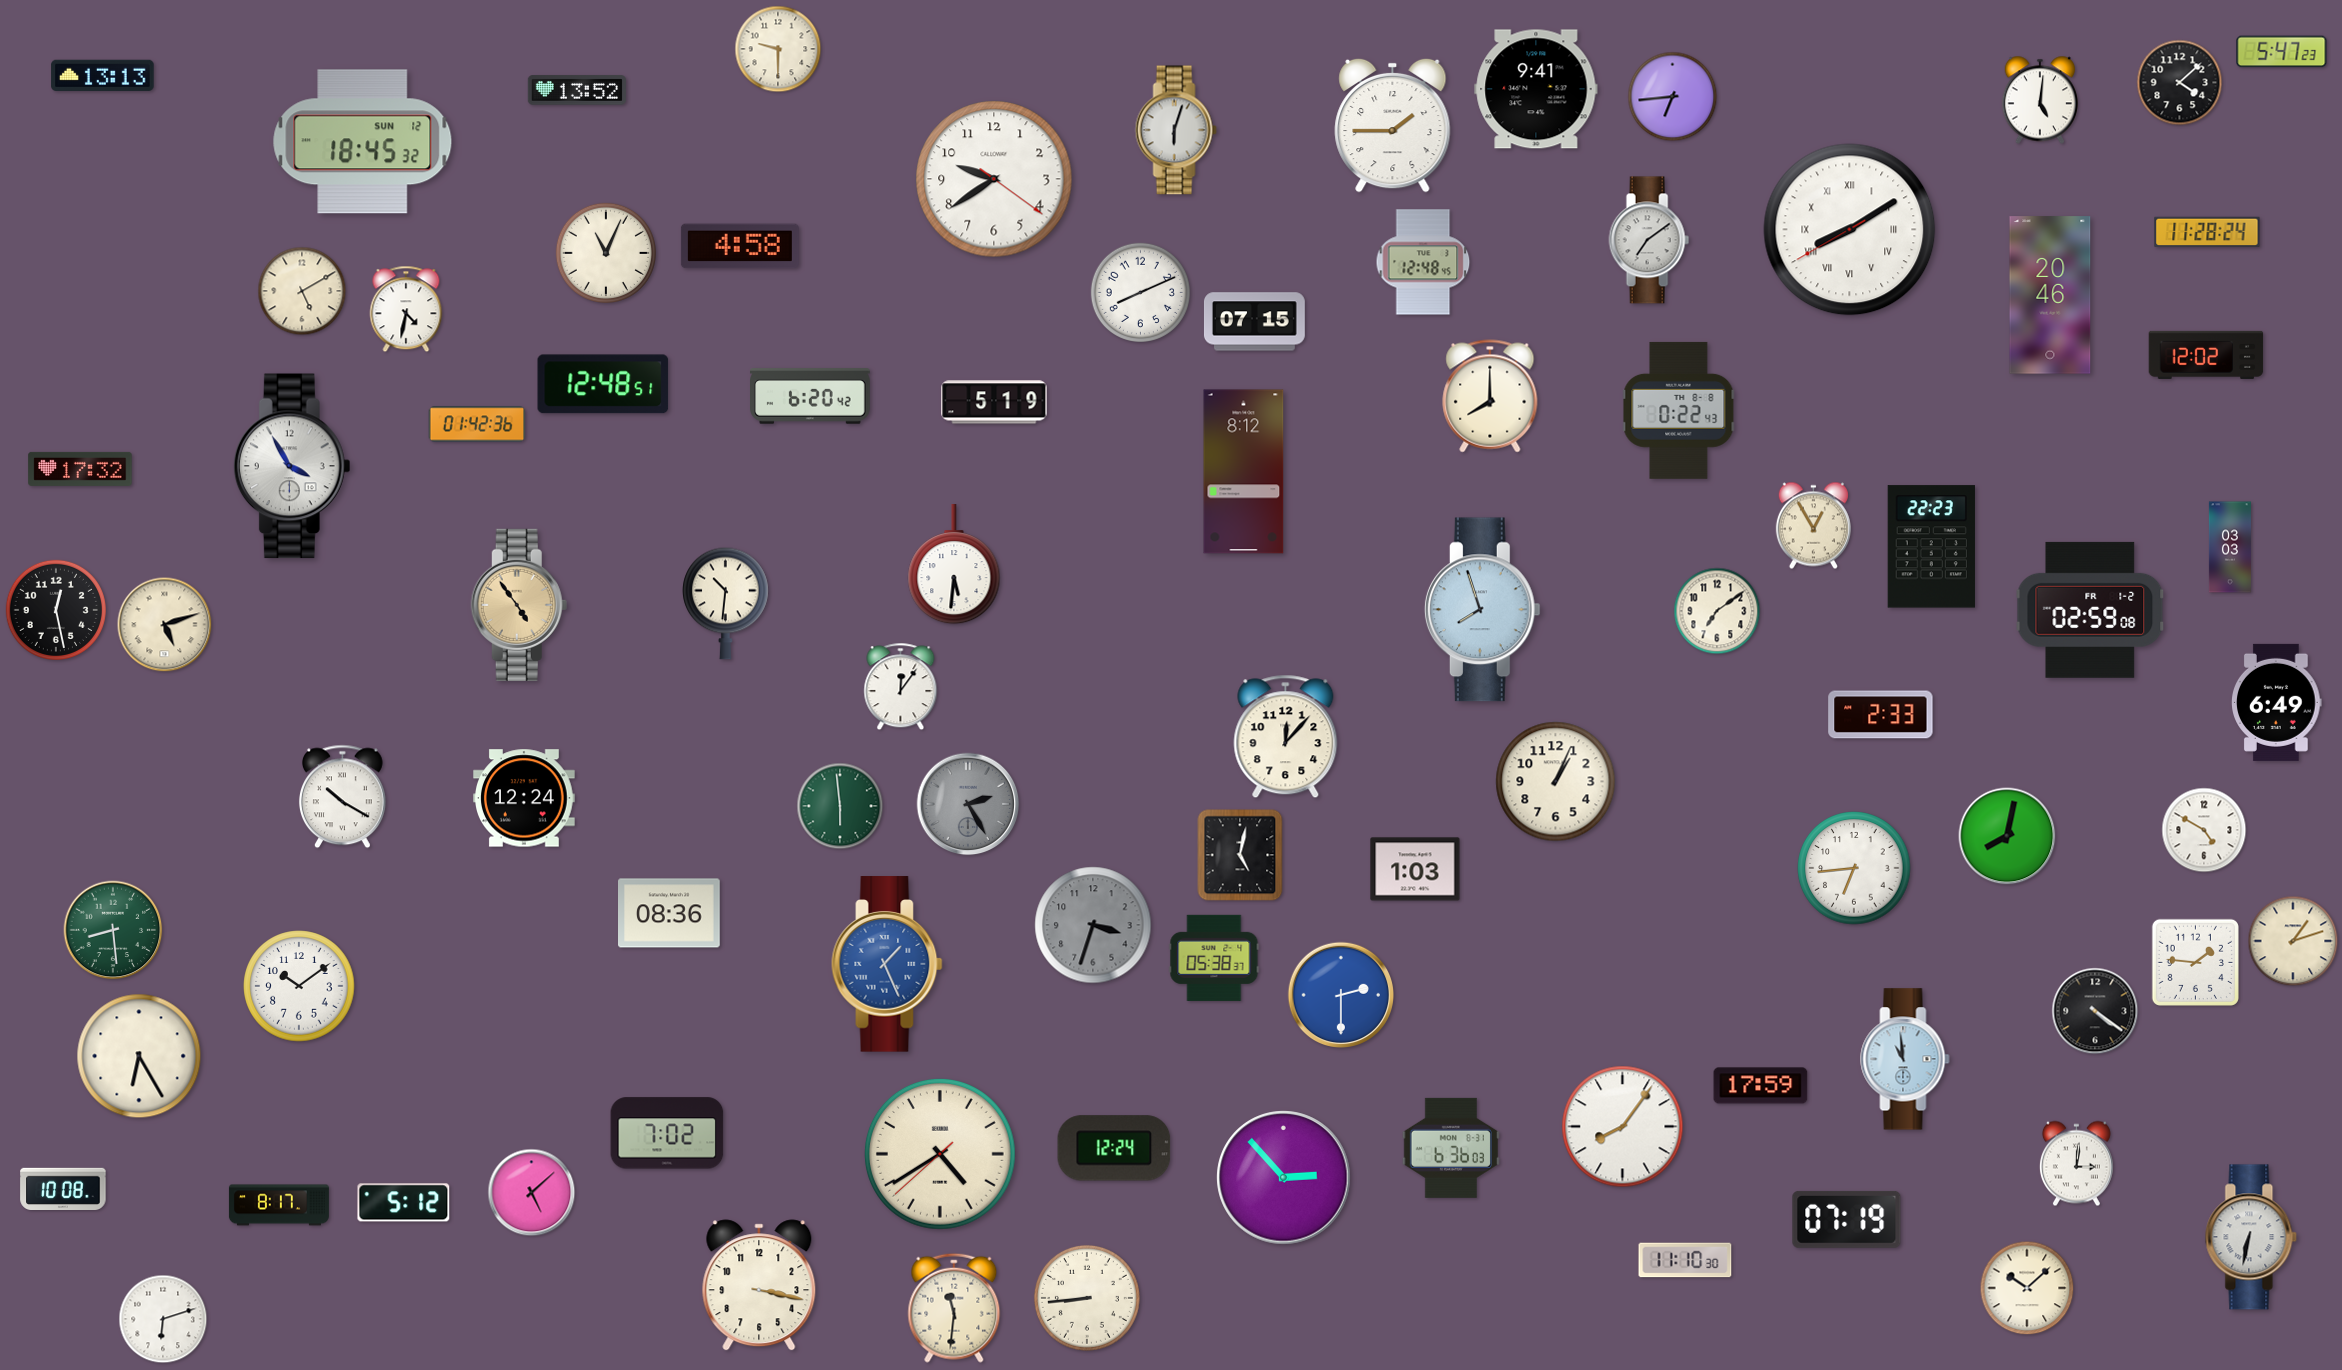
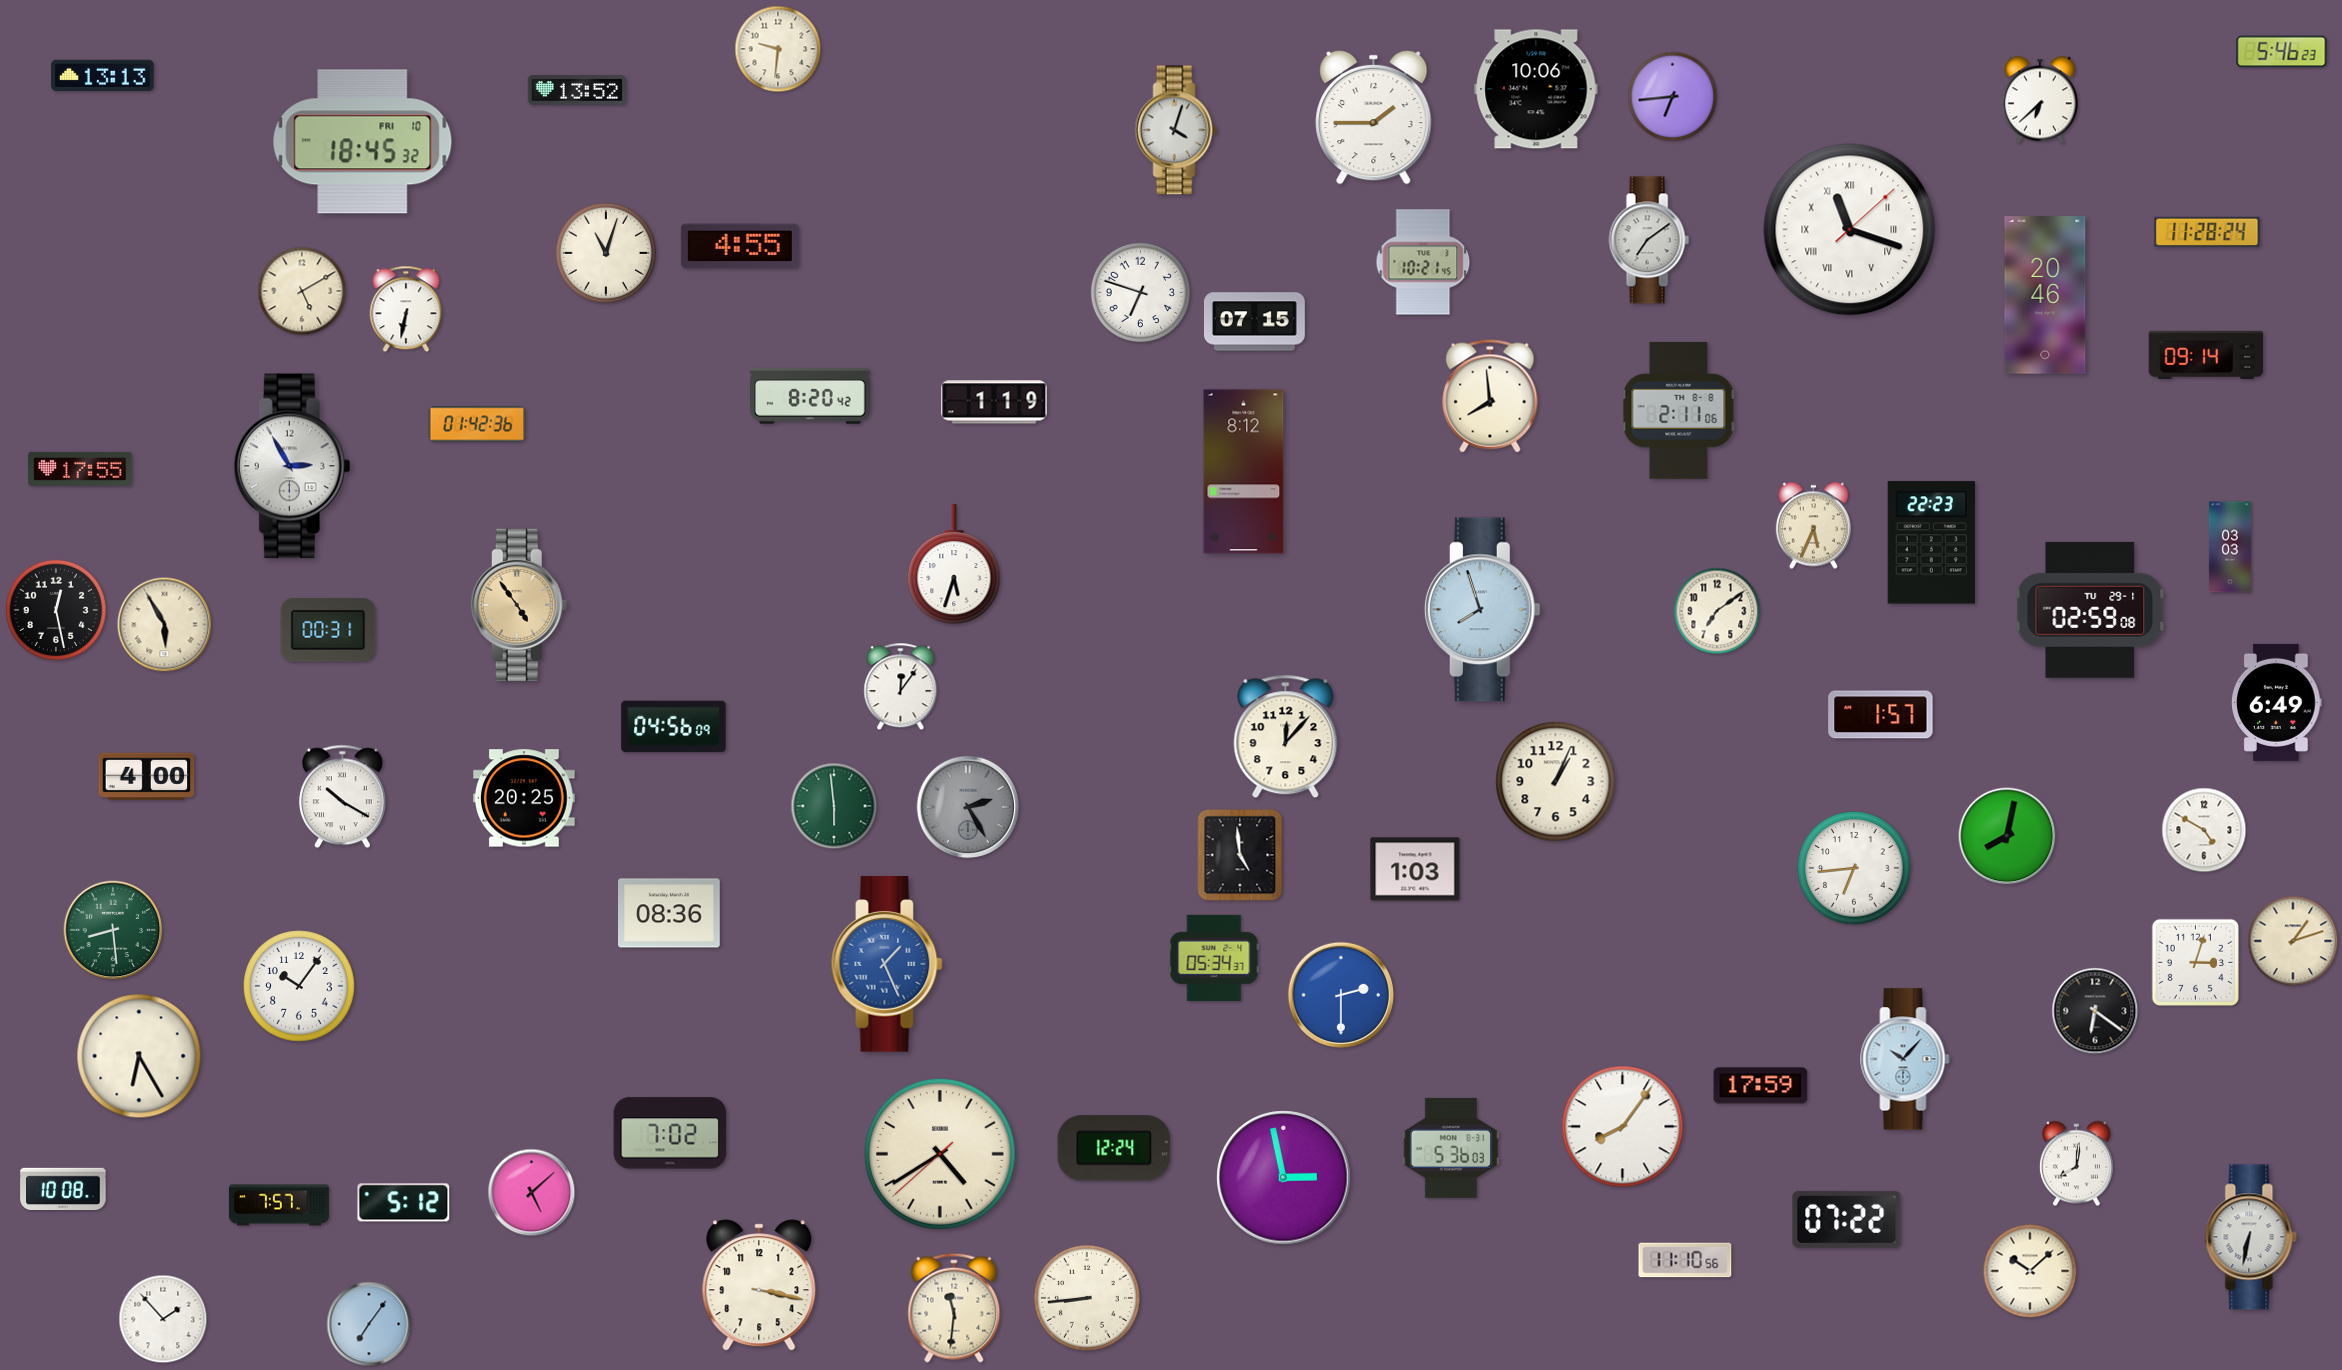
clock at (778, 49): 9:30 -> 9:31
clock at (2282, 52): 5:47 -> 5:46
clock at (2180, 83): 4:08 -> none
clock at (1536, 89): 9:41 -> 10:06
clock at (2039, 100): 5:01 -> 6:38
clock at (1393, 125) position: (1393, 125) -> (1374, 117)
clock at (1176, 130): 6:03 -> 4:03
clock at (363, 142) date: SUN 12 -> FRI 10
clock at (994, 179): 9:39 -> none
clock at (1850, 230): 8:09 -> 11:18
clock at (740, 246): 4:58 -> 4:55
clock at (606, 253): 11:04 -> 11:03
clock at (1423, 262): 12:48 -> 10:21
clock at (1140, 292): 8:11 -> 6:48
clock at (2050, 295) position: (2050, 295) -> (2045, 295)
clock at (406, 309): 4:32 -> 6:32
clock at (2206, 355): 12:02 -> 09:14
clock at (603, 384): 12:48 -> none
clock at (811, 396): 6:20 -> 8:20
clock at (1490, 396): 8:00 -> 7:59
clock at (994, 402): 5:19 -> 1:19
clock at (1679, 410): 0:22 -> 2:11
clock at (292, 466): 3:55 -> 2:55
clock at (80, 469): 17:32 -> 17:55
clock at (1813, 526): 12:55 -> 5:34
clock at (1931, 547) position: (1931, 547) -> (1931, 543)
clock at (954, 565): 5:31 -> 5:33
clock at (726, 603): 10:31 -> none
clock at (2090, 610) date: FR 1-2 -> TU 29-1
clock at (165, 625): 5:12 -> 5:55
clock at (328, 630): none -> 00:31
clock at (1881, 715): 2:33 -> 1:57
clock at (674, 727): none -> 04:56
clock at (147, 777): none -> 4:00
clock at (525, 798): 12:24 -> 20:25
clock at (968, 804) position: (968, 804) -> (968, 807)
clock at (840, 806) position: (840, 806) -> (834, 806)
clock at (1240, 855): 5:02 -> 4:59
clock at (1093, 925): 3:33 -> none
clock at (1214, 958): 05:38 -> 05:34
clock at (2195, 962): 1:46 -> 3:03
clock at (299, 986): 10:09 -> 10:06
clock at (2095, 1011): 4:21 -> 6:21
clock at (1905, 1059): 10:59 -> 10:07
clock at (667, 1133) position: (667, 1133) -> (670, 1133)
clock at (1451, 1148): 6:36 -> 5:36
clock at (2076, 1164): 3:01 -> 8:01
clock at (1284, 1178): 2:53 -> 2:58
clock at (279, 1205): 8:17 -> 7:57
clock at (1847, 1219): 07:19 -> 07:22
clock at (1685, 1260): 11:10:30 -> 11:10:56
clock at (2027, 1288) position: (2027, 1288) -> (2030, 1271)
clock at (163, 1319): 6:12 -> 1:53
clock at (369, 1324): none -> 7:06
